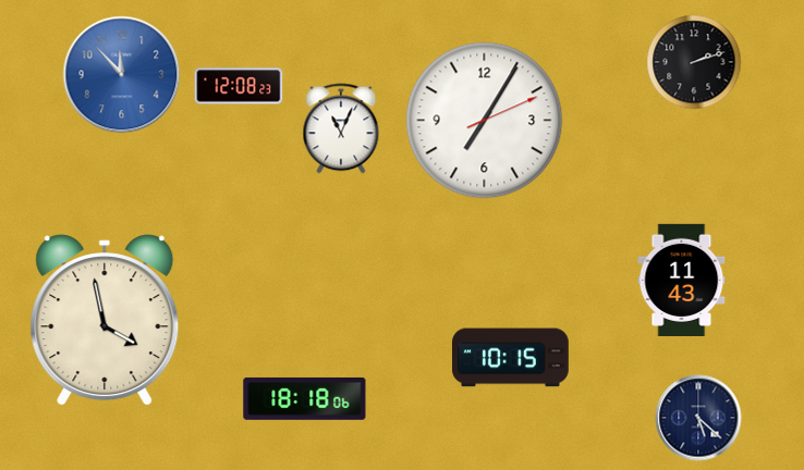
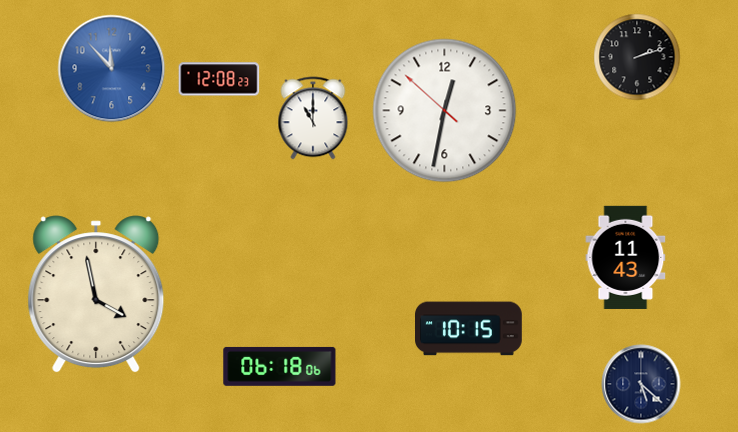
clock at (485, 121): 7:05 -> 12:31
clock at (341, 128): 11:04 -> 11:00
clock at (305, 398): 18:18 -> 06:18
